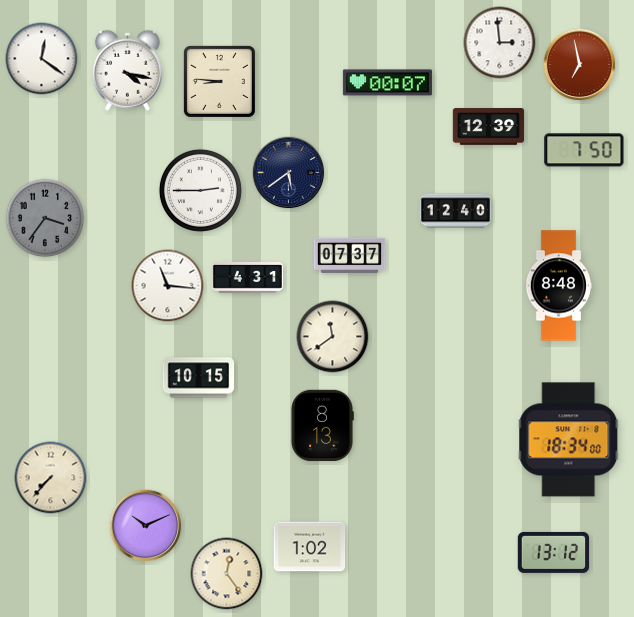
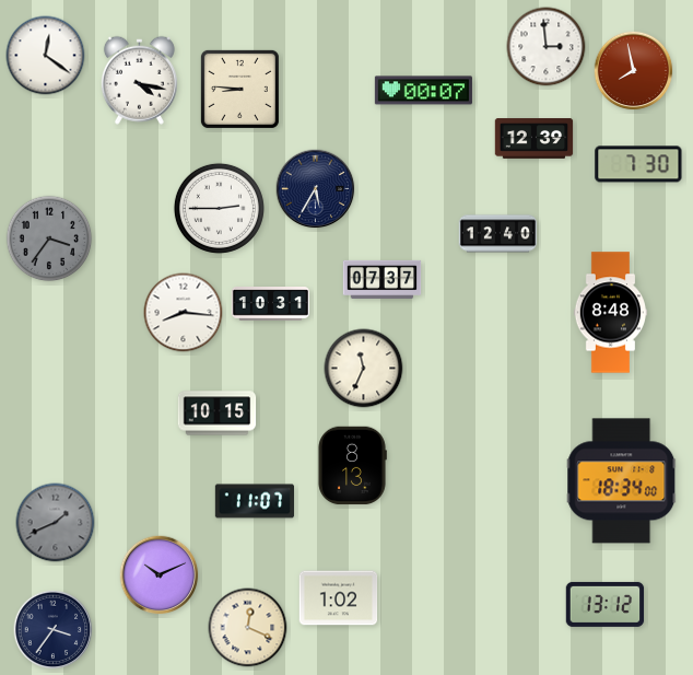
clock at (42, 59) position: (42, 59) -> (46, 56)
clock at (580, 65): 6:58 -> 7:58
clock at (127, 70) position: (127, 70) -> (139, 80)
clock at (584, 150): 7:50 -> 7:30
clock at (289, 173): 5:39 -> 5:35
clock at (456, 211) position: (456, 211) -> (498, 234)
clock at (248, 278): 4:31 -> 10:31
clock at (168, 286): 11:16 -> 8:16
clock at (333, 337): 11:39 -> 11:34
clock at (254, 501): none -> 11:07
clock at (51, 478): 7:37 -> 1:41
clock at (51, 478) dial: cream -> grey
clock at (227, 574): 12:24 -> 12:19
clock at (54, 630): none -> 3:36
